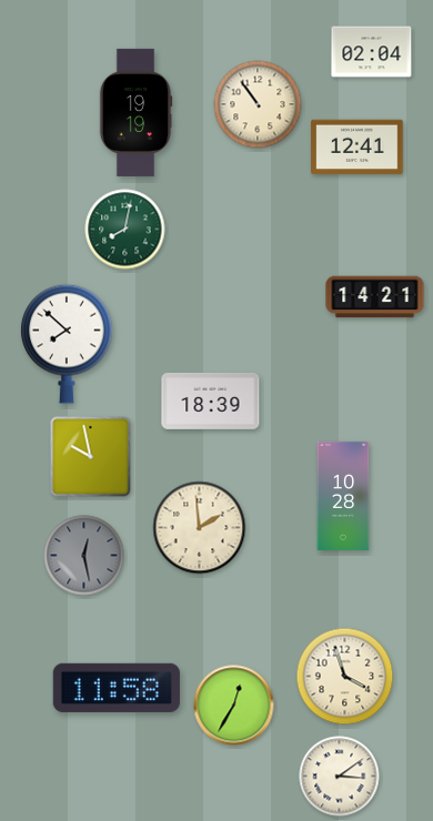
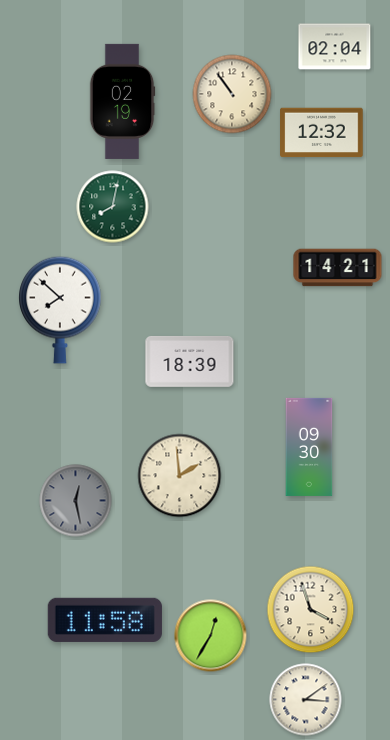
clock at (135, 112): 19:19 -> 02:19
clock at (358, 148): 12:41 -> 12:32
clock at (91, 457): 9:58 -> none
clock at (343, 496): 10:28 -> 09:30
